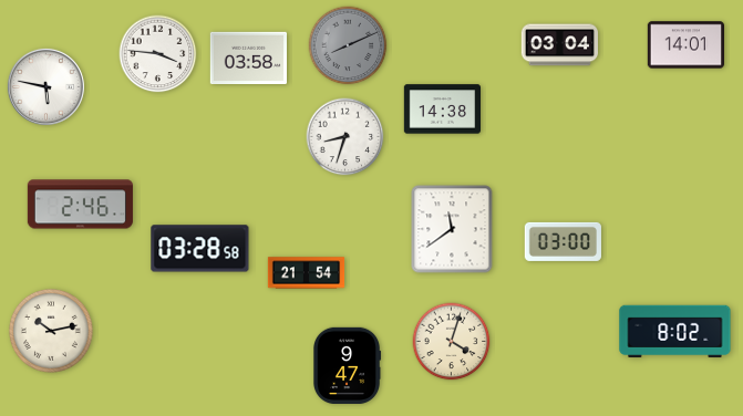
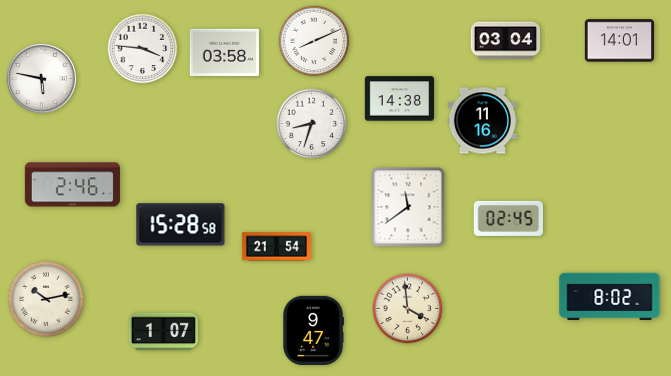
clock at (348, 45) dial: grey -> white
clock at (482, 121): none -> 11:16
clock at (563, 241): 03:00 -> 02:45
clock at (200, 249): 03:28 -> 15:28
clock at (675, 332) position: (675, 332) -> (610, 297)
clock at (452, 342): 4:03 -> 3:59
clock at (163, 332): none -> 1:07
